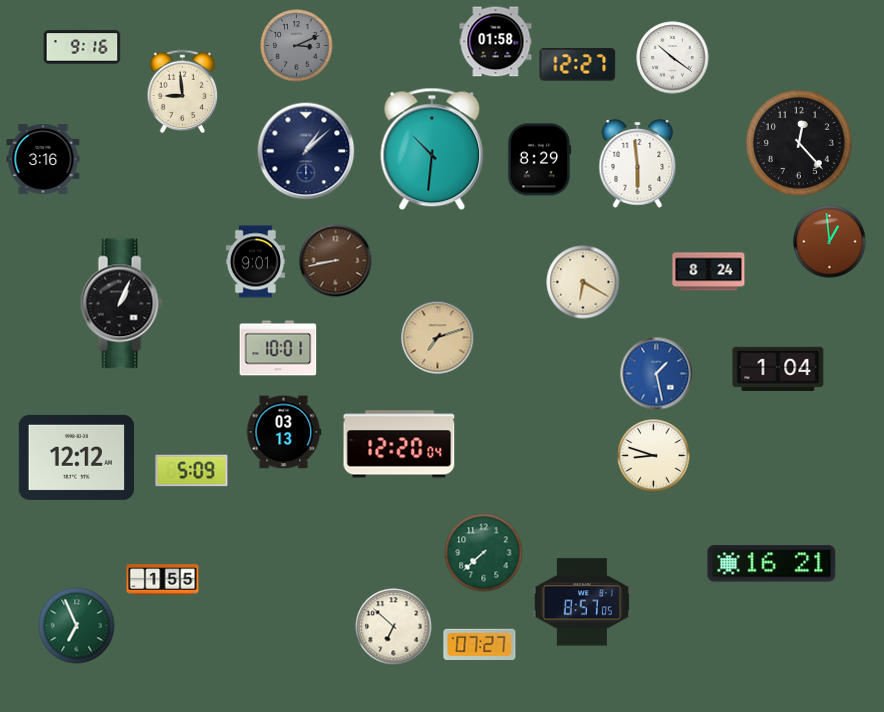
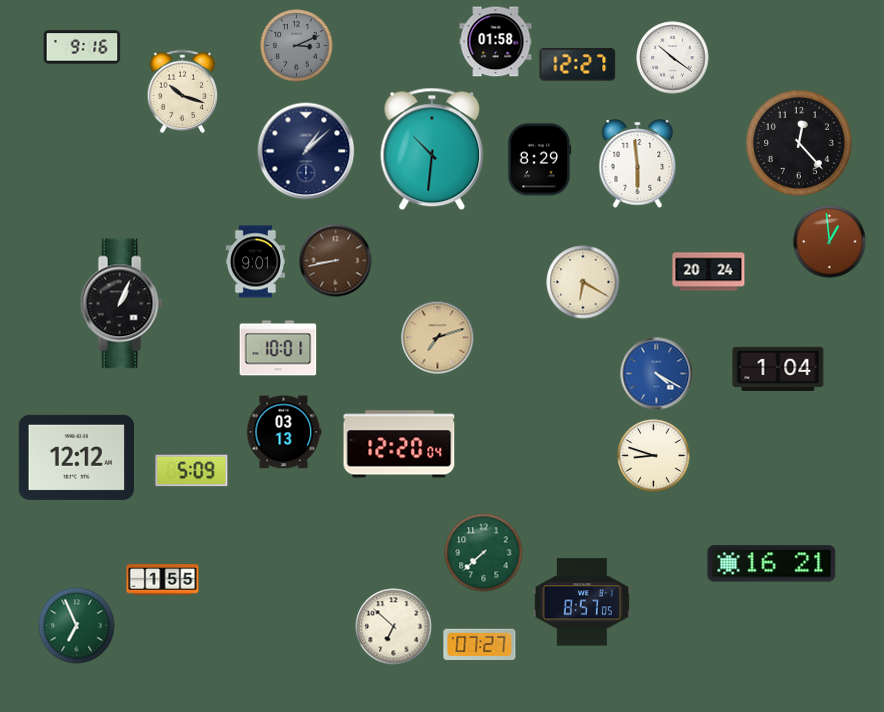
clock at (183, 92): 8:59 -> 10:18
clock at (43, 159): 3:16 -> none
clock at (709, 272): 8:24 -> 20:24
clock at (657, 374): 1:28 -> 4:20
